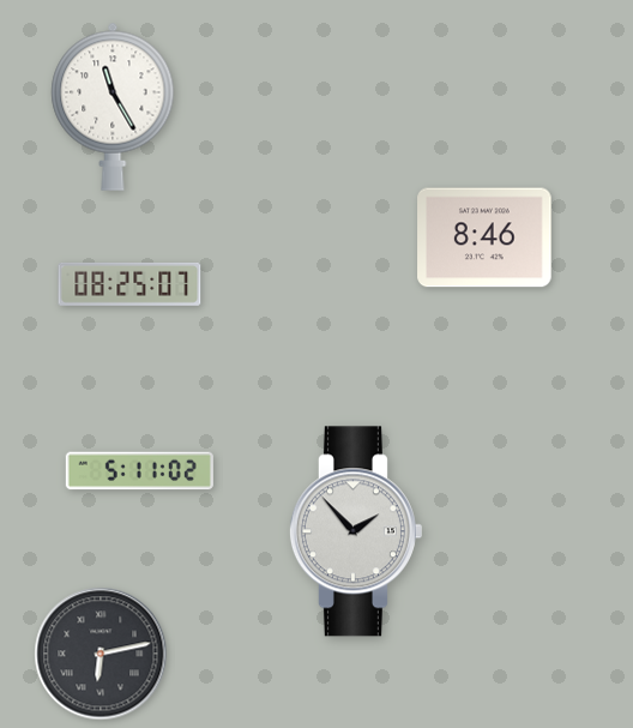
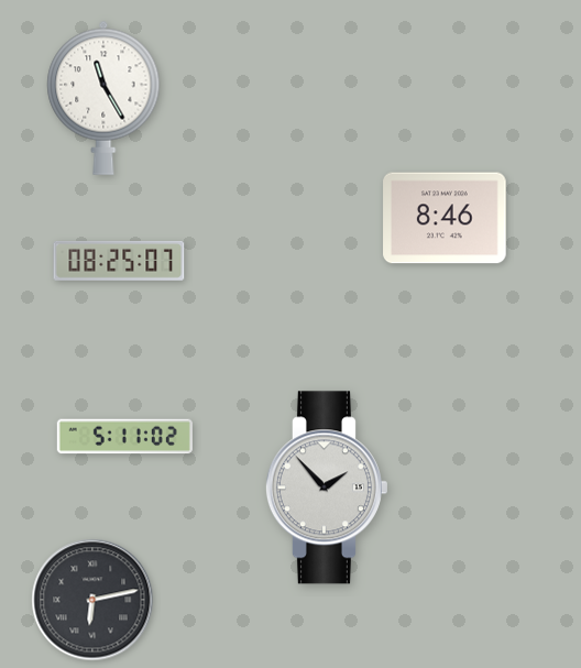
clock at (139, 471) position: (139, 471) -> (124, 437)
